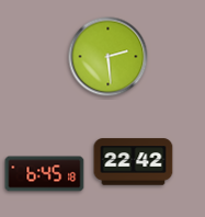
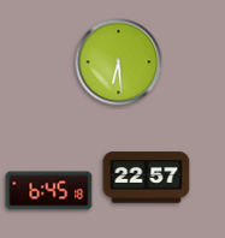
clock at (109, 57): 2:29 -> 6:29
clock at (134, 162): 22:42 -> 22:57
